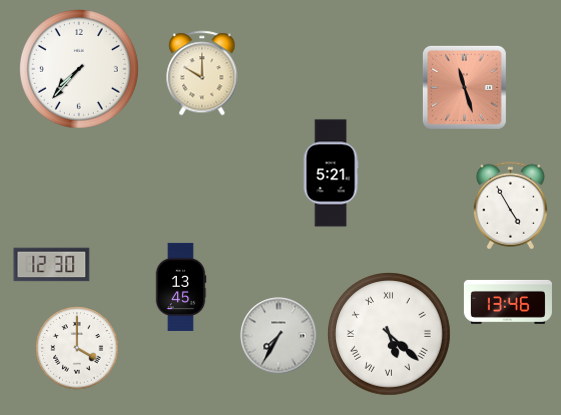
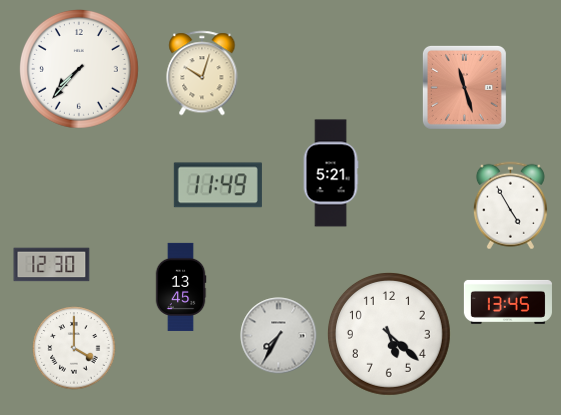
clock at (202, 73): 10:00 -> 10:03
clock at (218, 185): none -> 11:49
clock at (508, 302): 13:46 -> 13:45
clock at (389, 334) numerals: Roman -> Arabic
clock at (77, 348) position: (77, 348) -> (74, 348)
